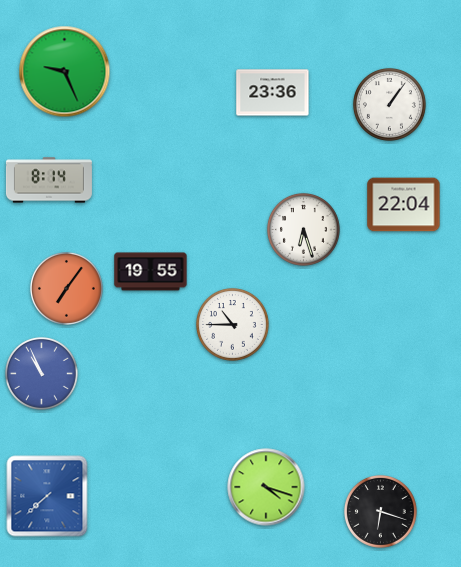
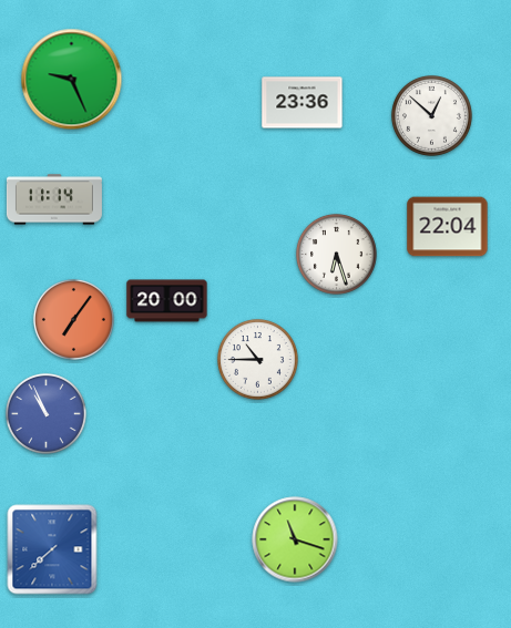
clock at (389, 104): 1:06 -> 12:52
clock at (49, 180): 8:14 -> 11:14
clock at (151, 272): 19:55 -> 20:00
clock at (266, 487): 4:18 -> 11:18
clock at (380, 511): 6:18 -> none
